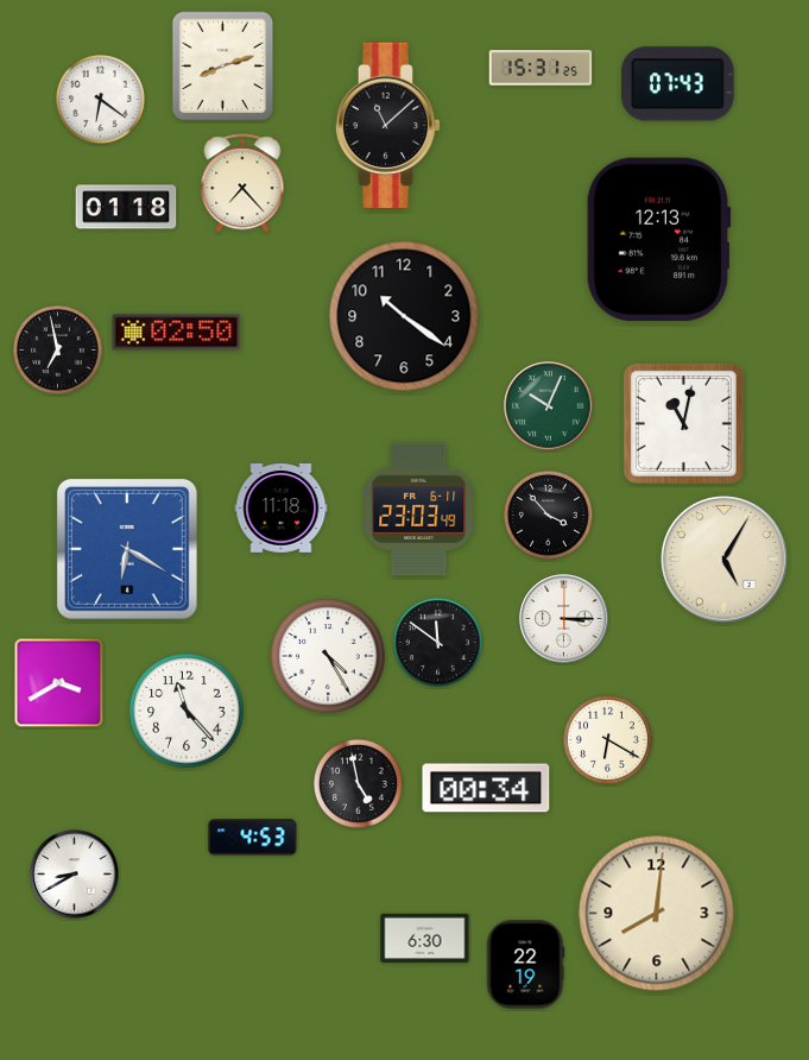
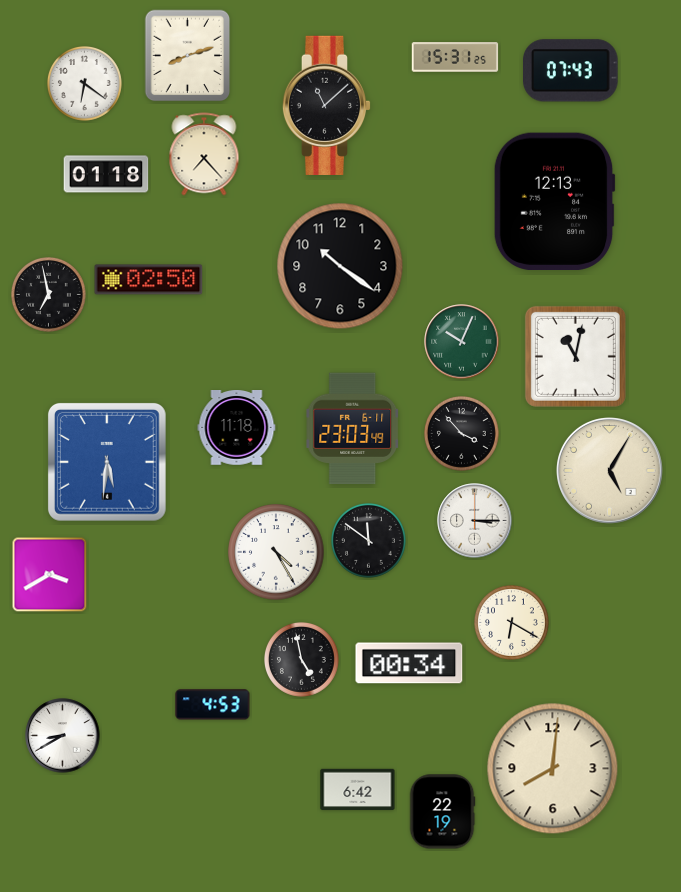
clock at (127, 549): 6:20 -> 5:31
clock at (187, 711): 11:23 -> none
clock at (425, 939): 6:30 -> 6:42
